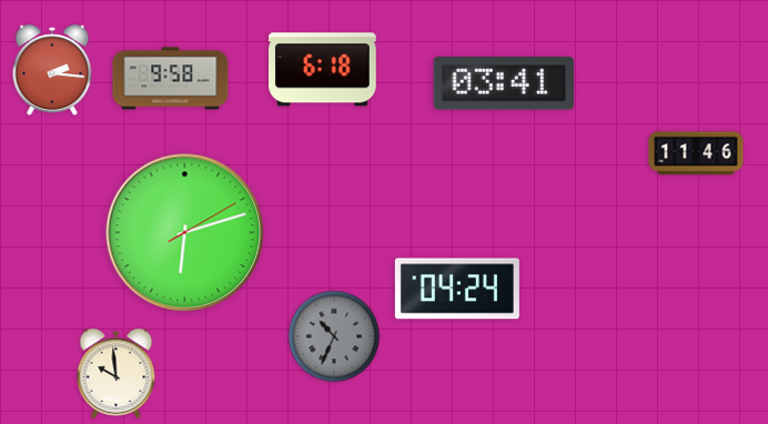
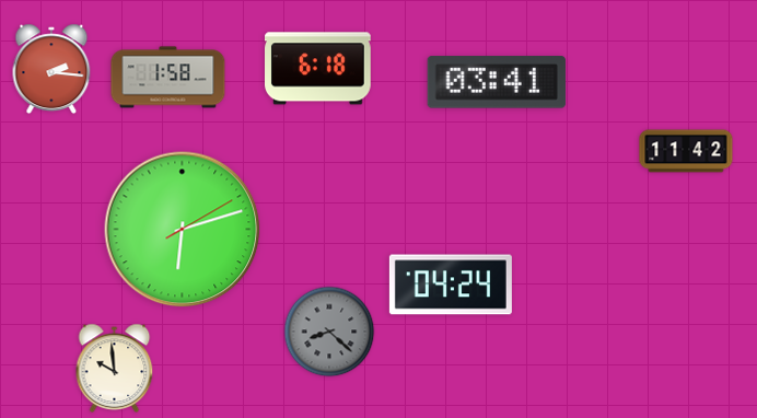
clock at (171, 79): 9:58 -> 1:58
clock at (696, 153): 11:46 -> 11:42
clock at (334, 336): 10:34 -> 8:22
